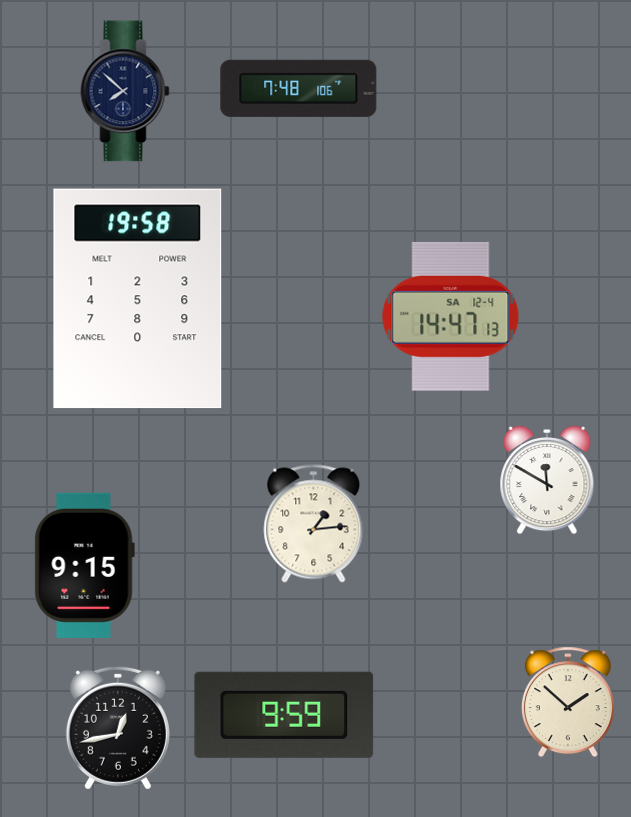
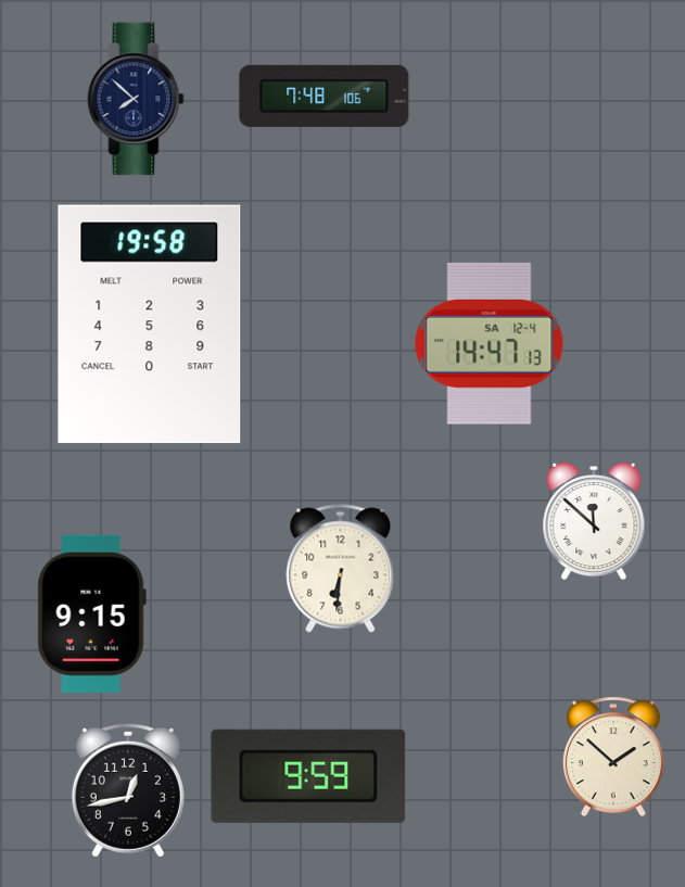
clock at (547, 480): 11:50 -> 11:52
clock at (314, 524): 1:14 -> 6:31
clock at (568, 702) position: (568, 702) -> (613, 757)
